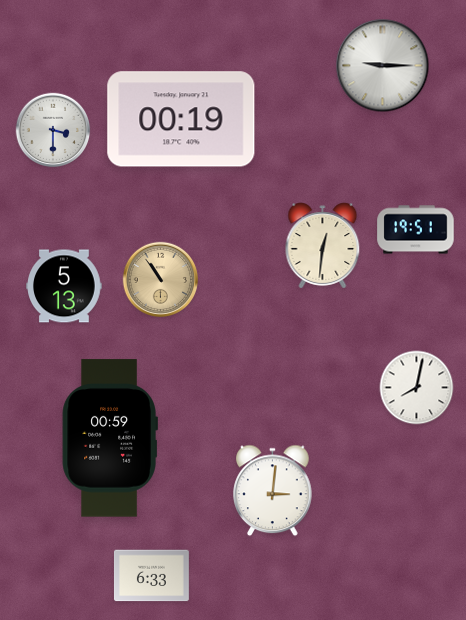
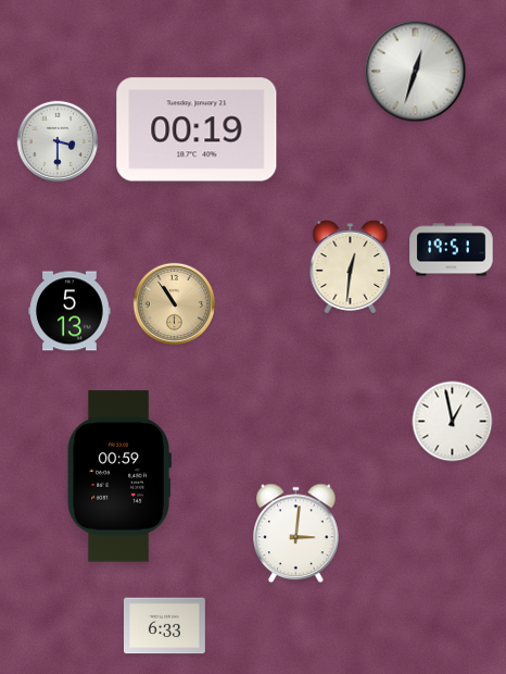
clock at (383, 66): 9:15 -> 12:33
clock at (417, 388): 8:02 -> 12:58
